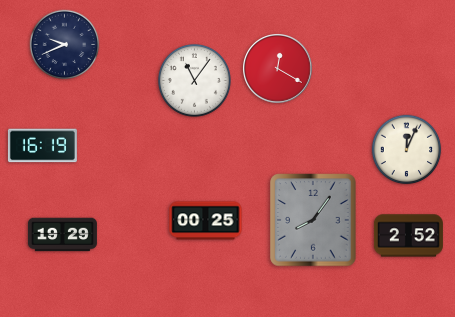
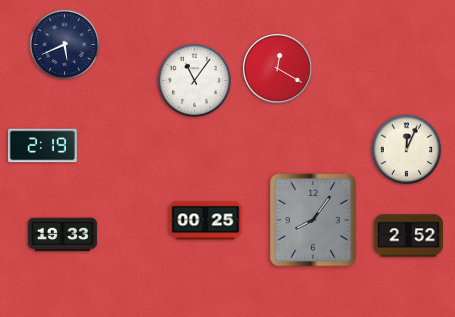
clock at (65, 45): 9:41 -> 5:41
clock at (42, 146): 16:19 -> 2:19
clock at (62, 235): 19:29 -> 19:33
